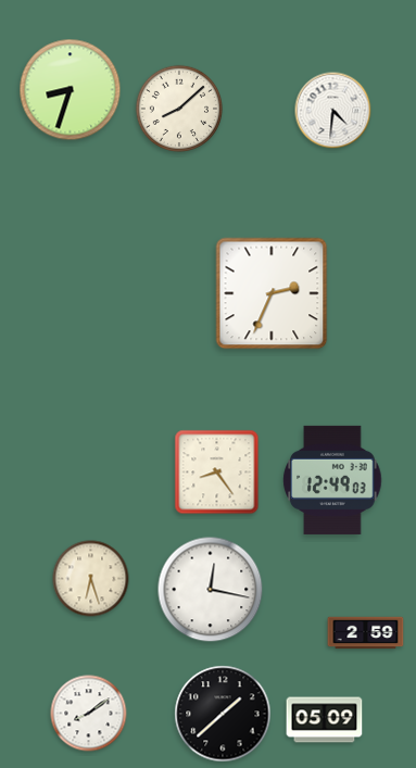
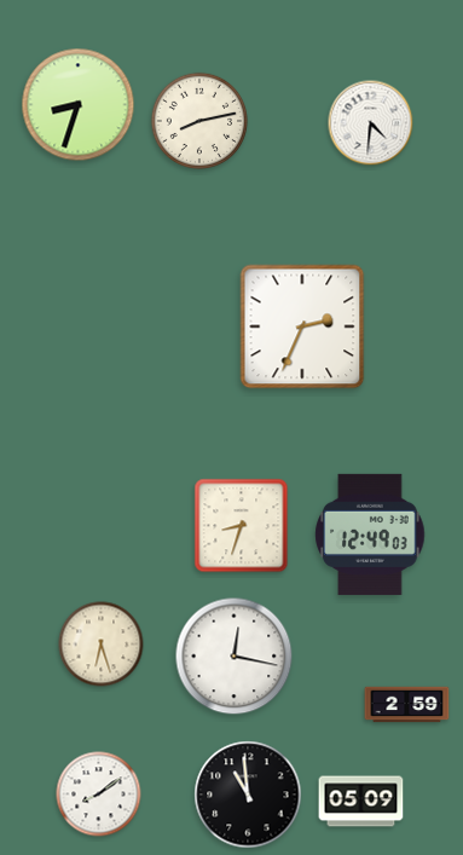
clock at (71, 90) position: (71, 90) -> (79, 105)
clock at (178, 108): 8:08 -> 8:13
clock at (217, 473): 8:24 -> 8:33
clock at (223, 714): 1:38 -> 10:59
